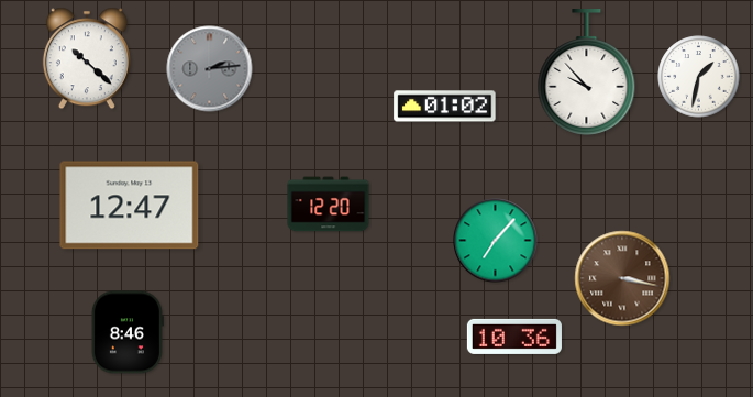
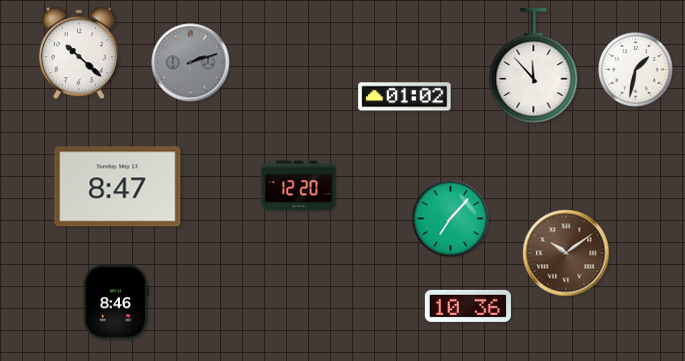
clock at (210, 69): 2:14 -> 2:12
clock at (587, 73): 9:53 -> 11:53
clock at (130, 206): 12:47 -> 8:47
clock at (622, 278): 3:17 -> 10:09
